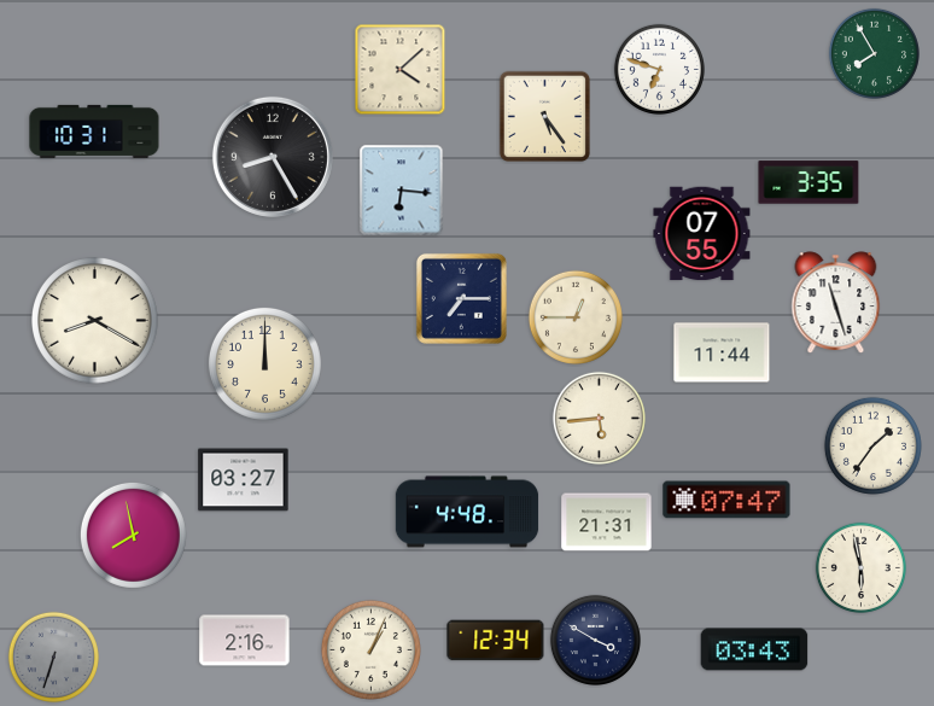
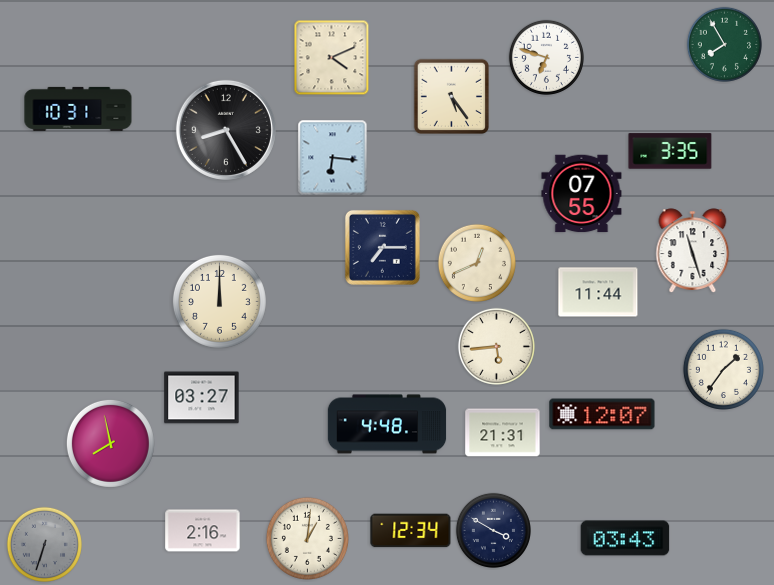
clock at (401, 70): 4:08 -> 4:11
clock at (576, 317): 12:45 -> 12:41
clock at (95, 321): 8:20 -> none
clock at (726, 500): 07:47 -> 12:07
clock at (860, 567): 5:58 -> none
clock at (370, 649): 1:04 -> 1:01
